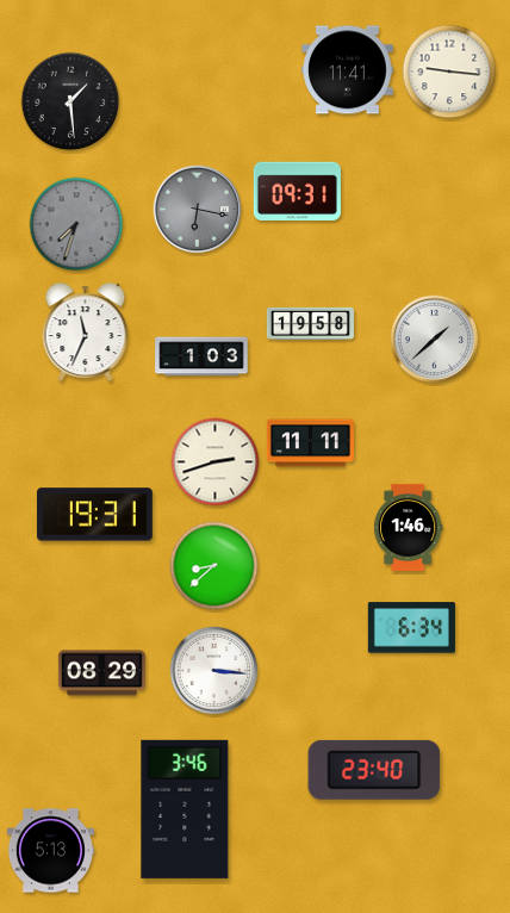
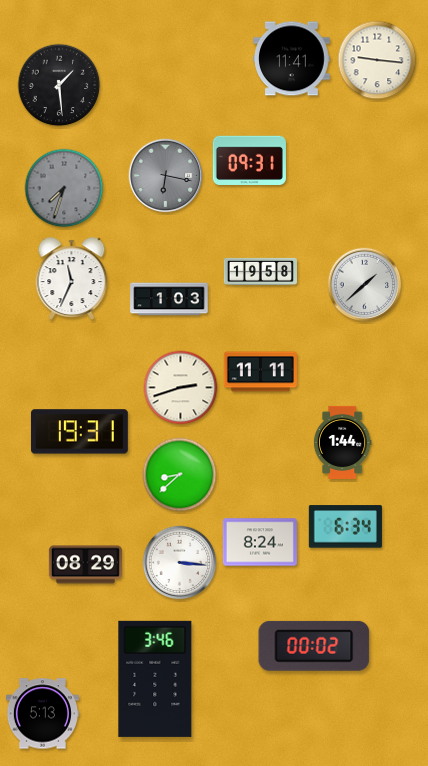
clock at (408, 527): 1:46 -> 1:44
clock at (260, 542): none -> 8:24
clock at (374, 770): 23:40 -> 00:02
